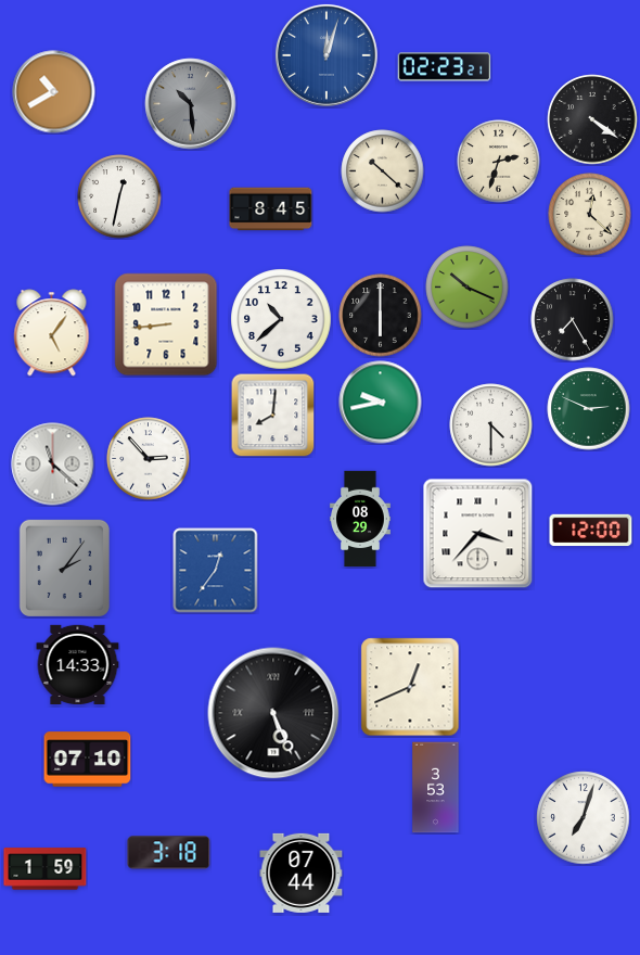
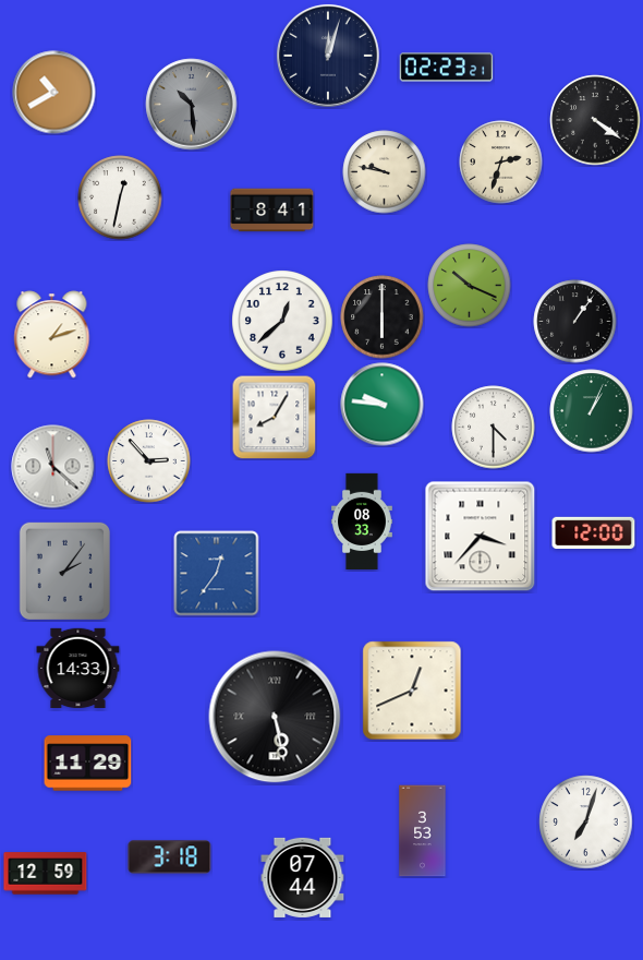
clock at (327, 55) dial: blue -> navy
clock at (383, 171): 10:22 -> 9:47
clock at (271, 209): 8:45 -> 8:41
clock at (590, 215): 12:22 -> none
clock at (468, 288) position: (468, 288) -> (470, 286)
clock at (281, 319): 10:38 -> 12:38
clock at (573, 320): 7:25 -> 1:06
clock at (166, 324): 8:44 -> none
clock at (52, 333): 5:06 -> 1:12
clock at (381, 403): 9:43 -> 9:46
clock at (589, 409): 2:49 -> 1:04
clock at (272, 415): 8:01 -> 8:05
clock at (361, 519): 08:29 -> 08:33
clock at (273, 713): 5:26 -> 5:28
clock at (88, 760): 07:10 -> 11:29
clock at (436, 788) position: (436, 788) -> (423, 831)
clock at (46, 869): 1:59 -> 12:59
